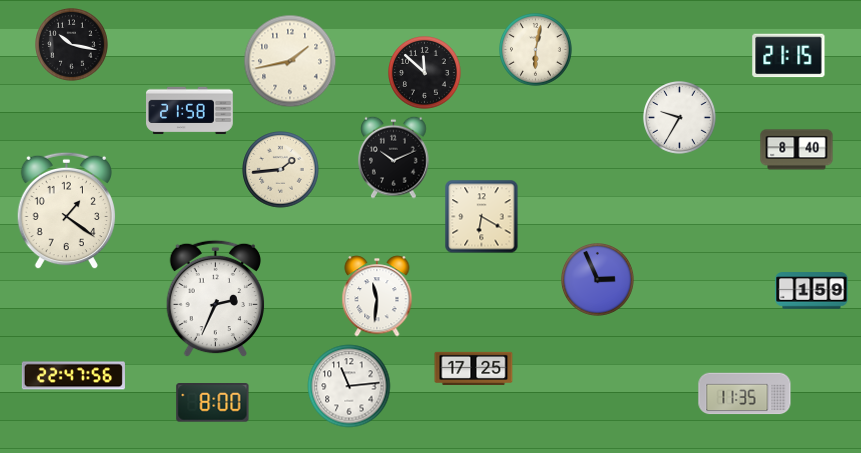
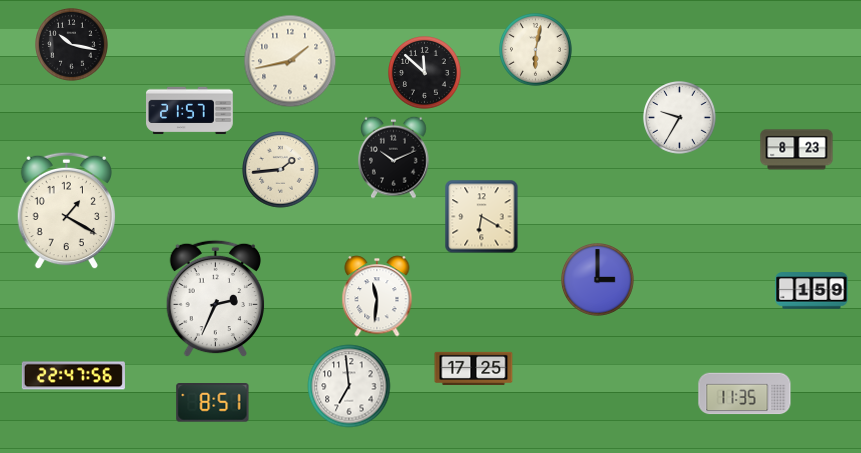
clock at (789, 56): 21:15 -> none
clock at (190, 111): 21:58 -> 21:57
clock at (797, 150): 8:40 -> 8:23
clock at (66, 211): 1:21 -> 1:20
clock at (598, 280): 2:56 -> 3:00
clock at (349, 386): 11:14 -> 6:59
clock at (213, 403): 8:00 -> 8:51
